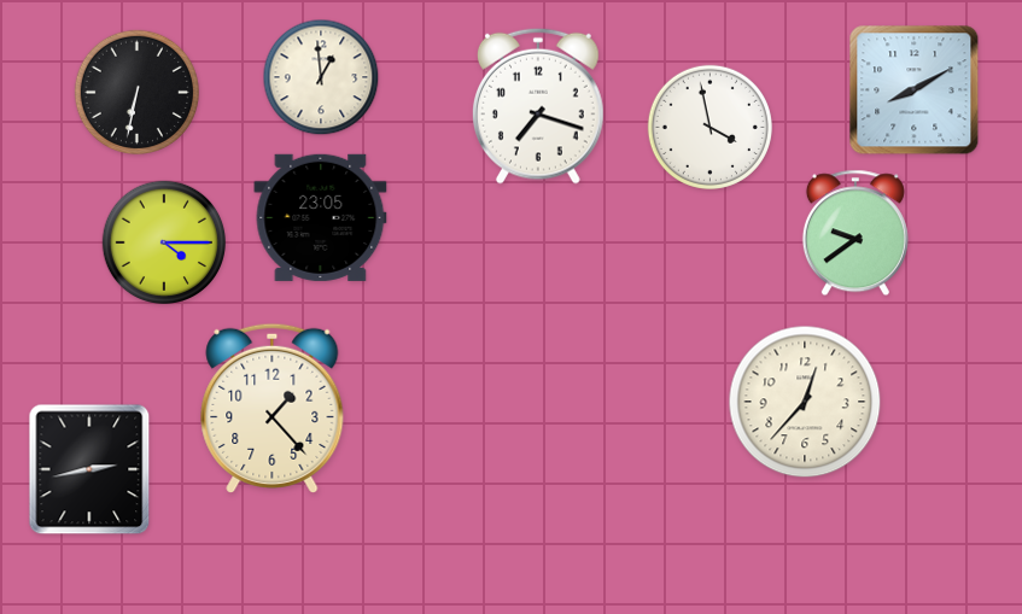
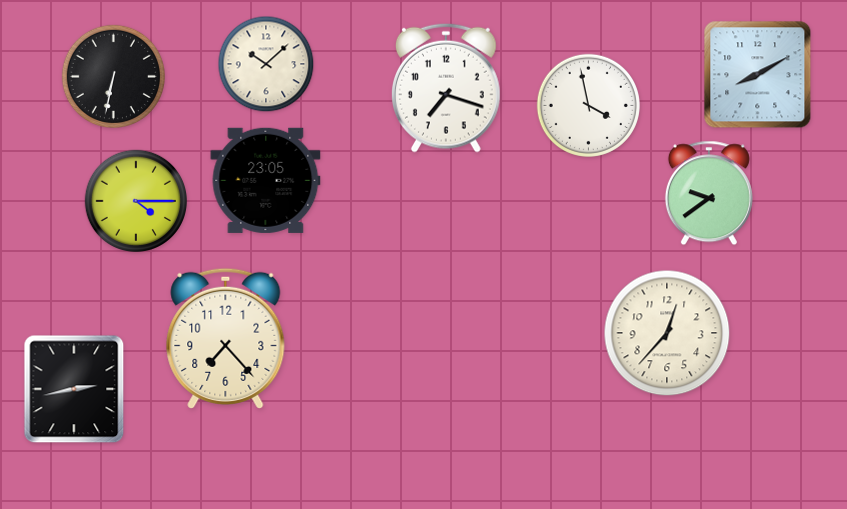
clock at (321, 77): 12:59 -> 10:08
clock at (273, 408): 1:23 -> 7:23
